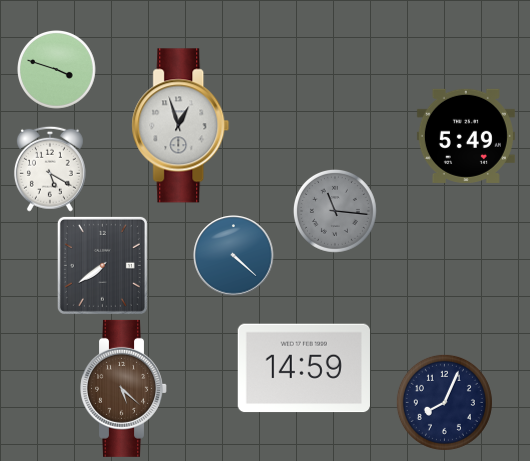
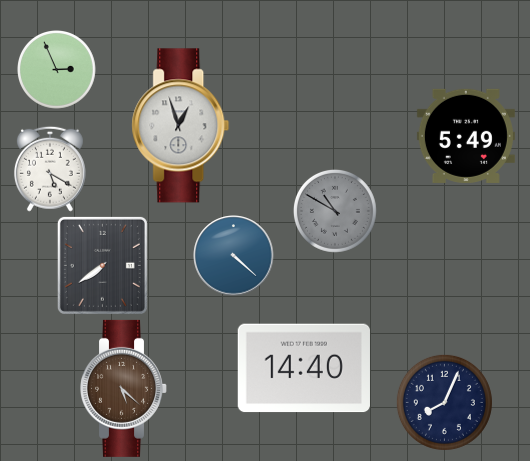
clock at (57, 70): 3:48 -> 2:56
clock at (335, 211): 11:16 -> 10:50
clock at (304, 368): 14:59 -> 14:40
